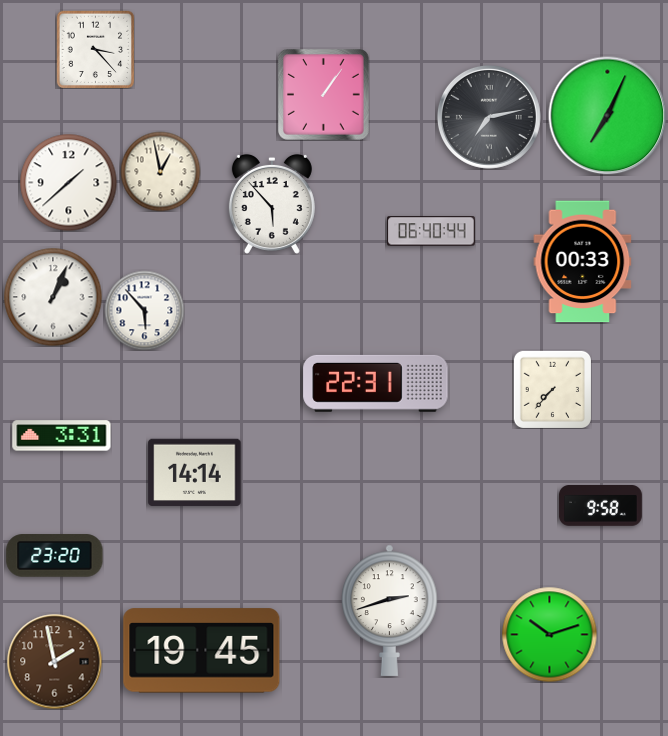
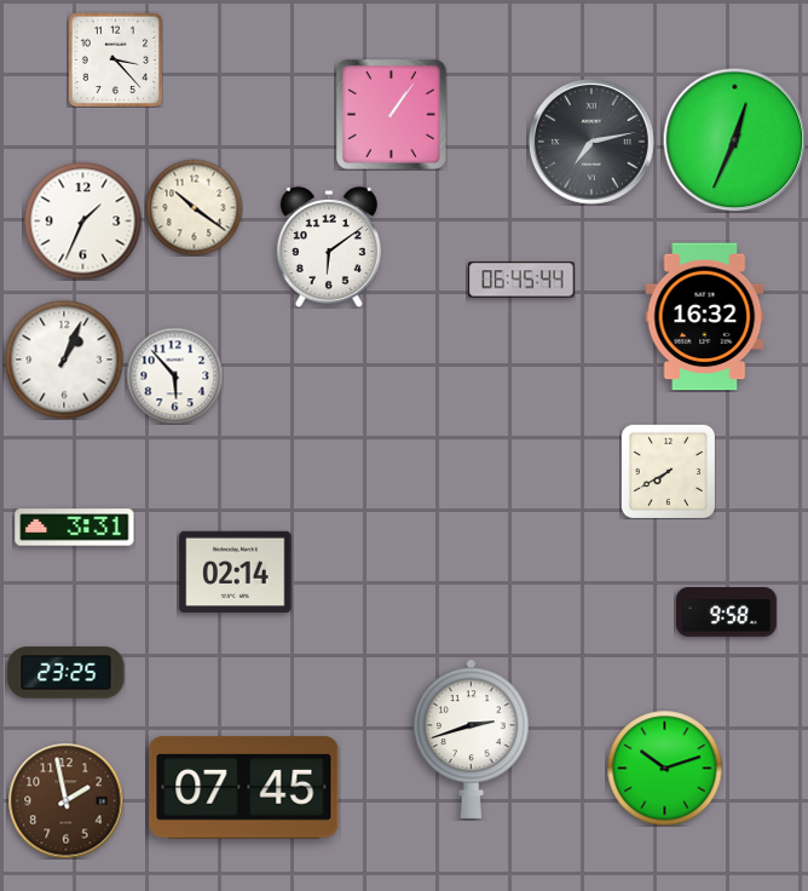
clock at (608, 116): 7:04 -> 12:34
clock at (160, 171): 12:58 -> 10:21
clock at (68, 182): 1:38 -> 1:34
clock at (272, 204): 5:53 -> 6:09
clock at (431, 231): 06:40 -> 06:45
clock at (583, 262): 00:33 -> 16:32
clock at (376, 383): 22:31 -> none
clock at (552, 389): 7:37 -> 7:40
clock at (195, 473): 14:14 -> 02:14
clock at (55, 556): 23:20 -> 23:25
clock at (202, 651): 19:45 -> 07:45
